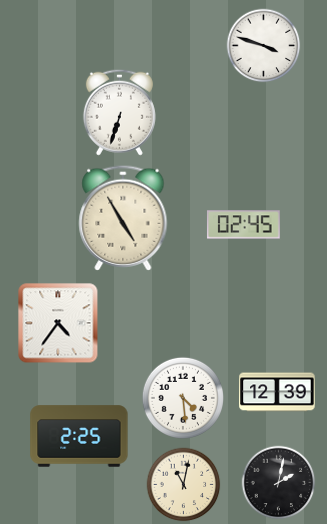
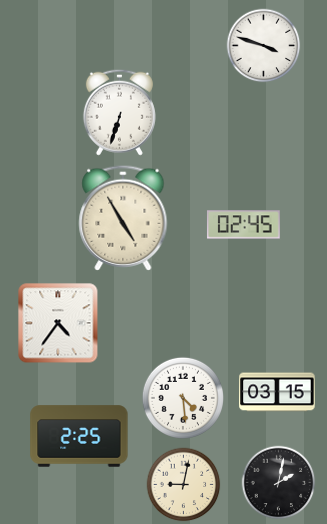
clock at (277, 392): 12:39 -> 03:15
clock at (184, 485): 11:02 -> 9:02
